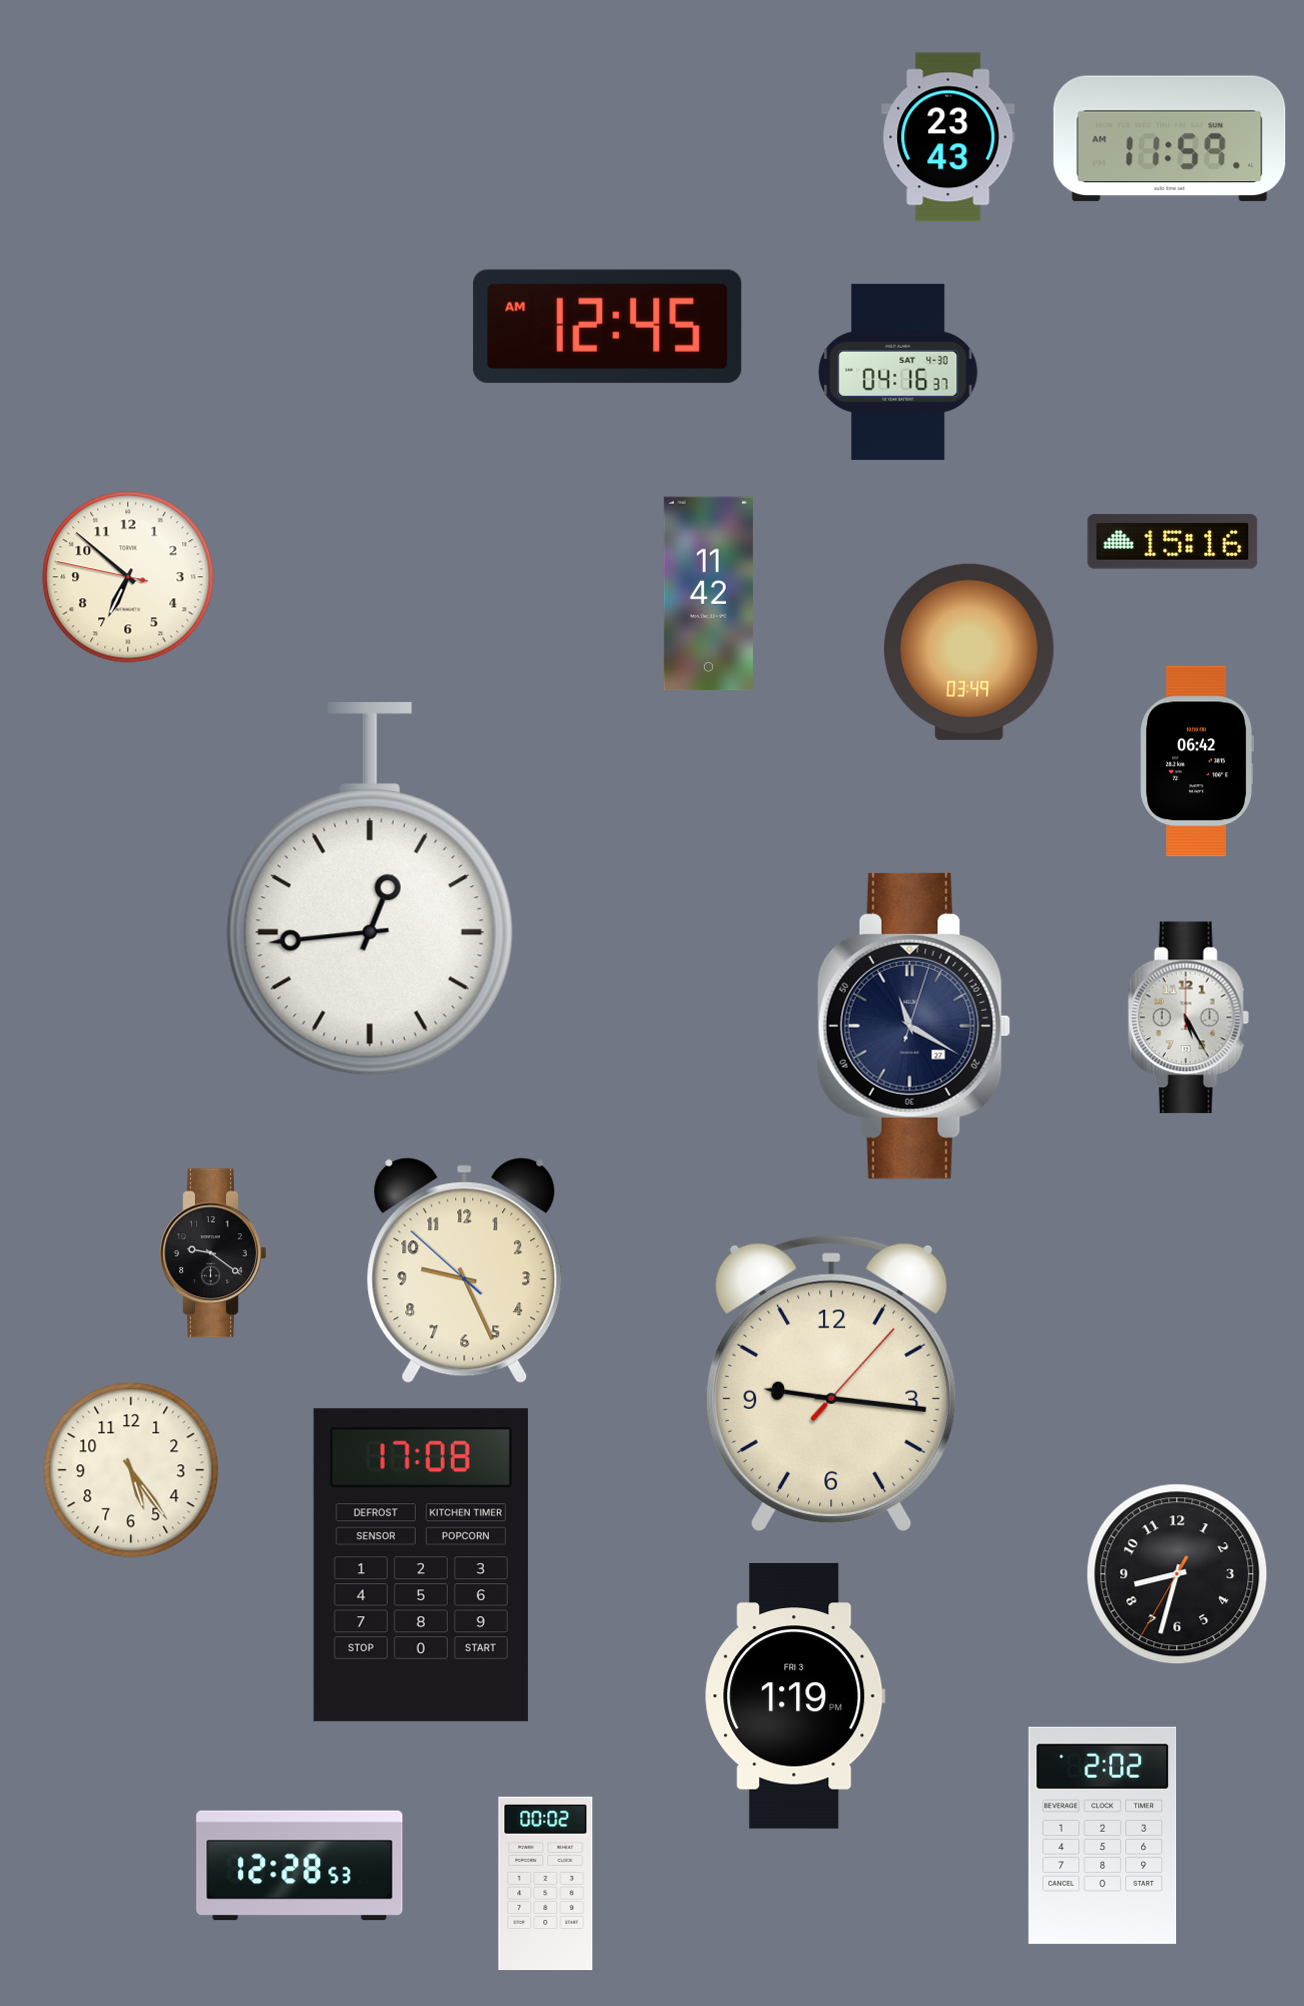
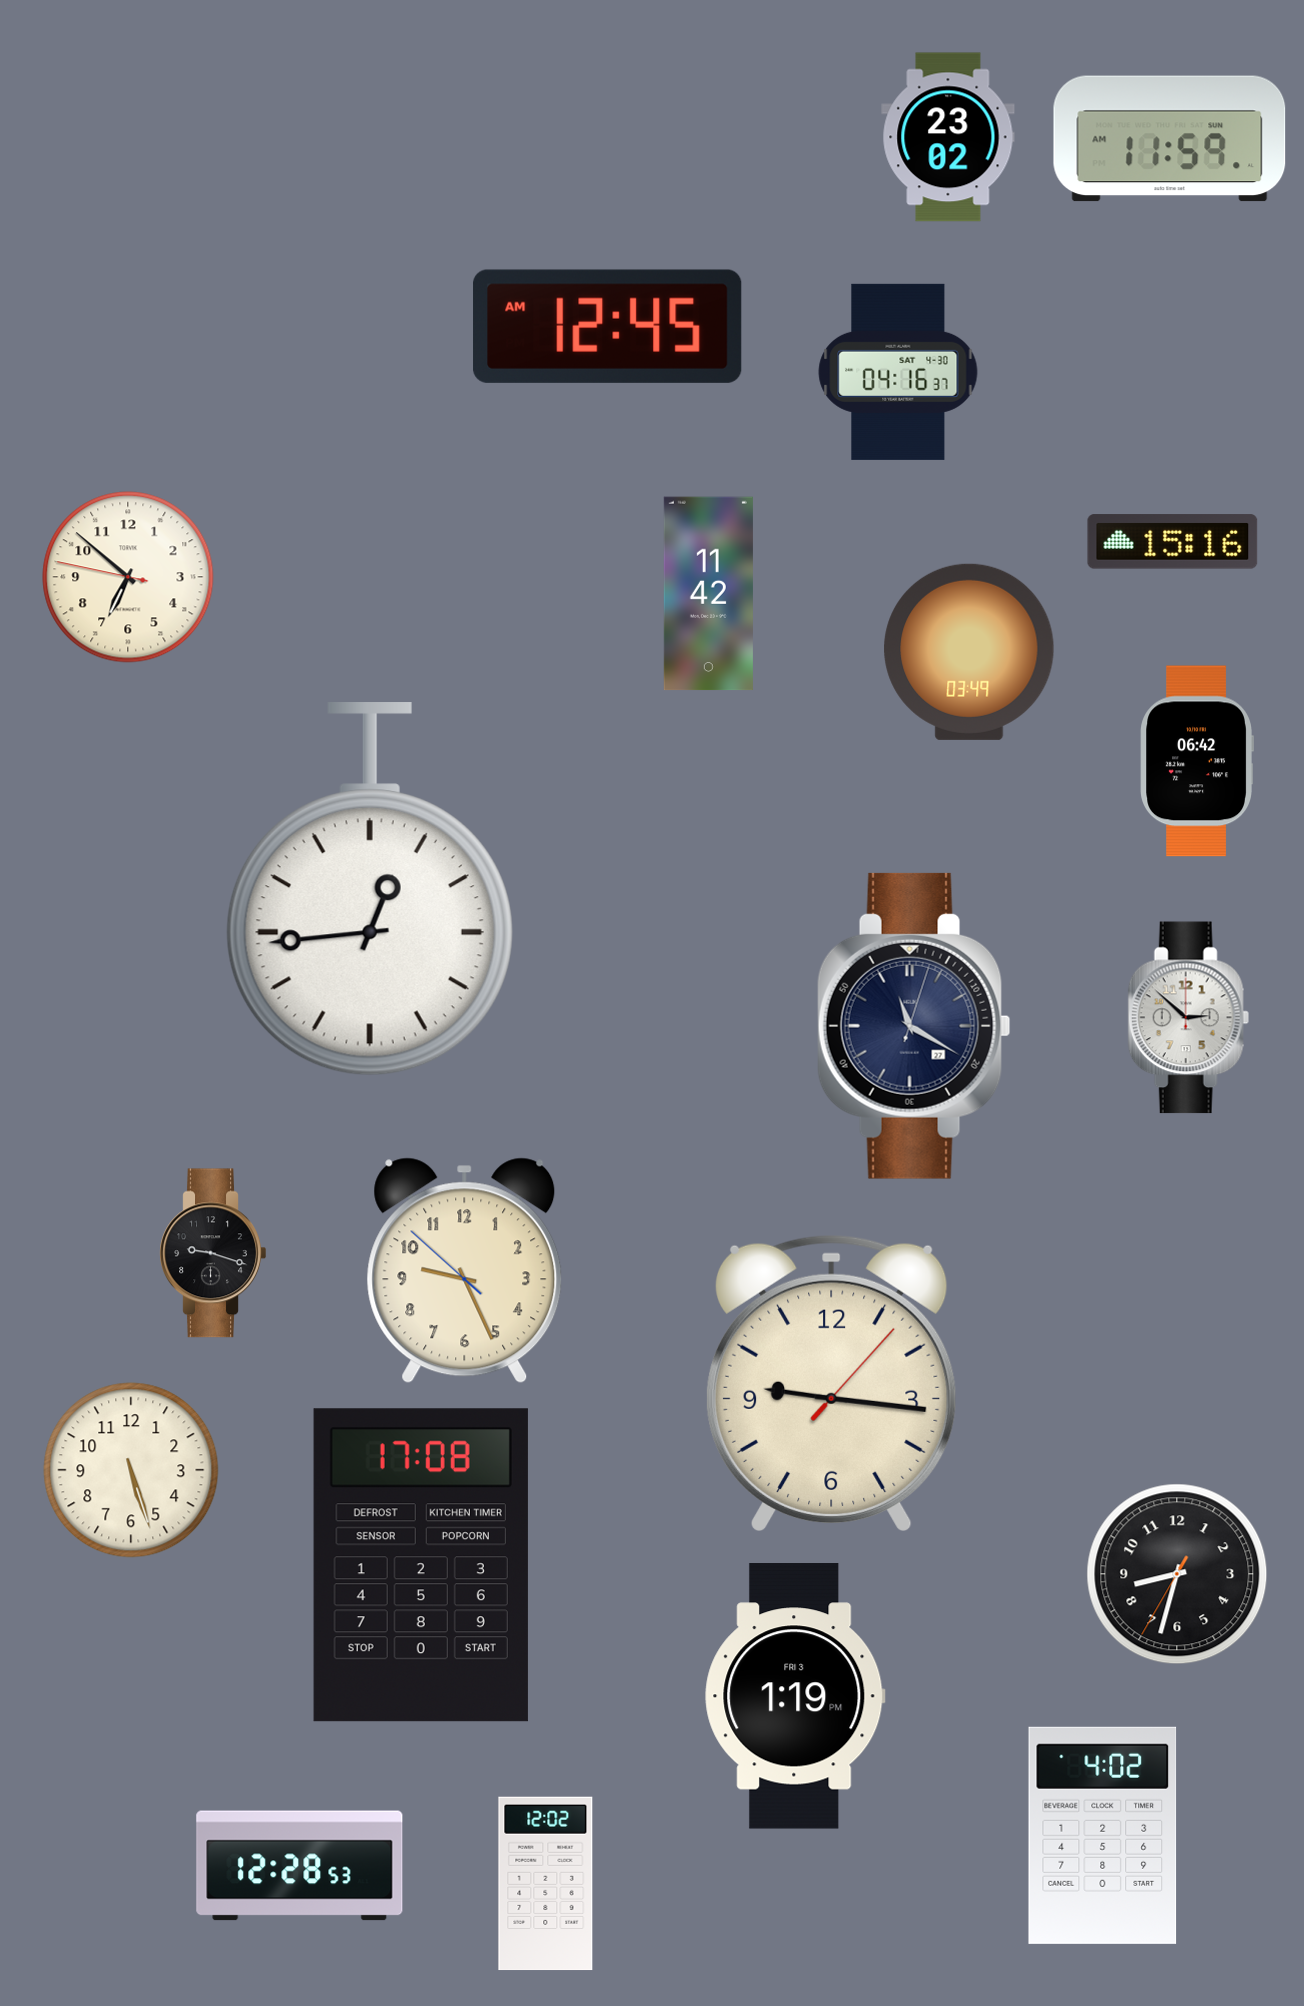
clock at (948, 137): 23:43 -> 23:02
clock at (1188, 1018): 5:25 -> 2:52
clock at (213, 1253): 9:21 -> 9:18
clock at (131, 1470): 5:24 -> 5:27
clock at (1103, 1835): 2:02 -> 4:02
clock at (546, 1884): 00:02 -> 12:02
